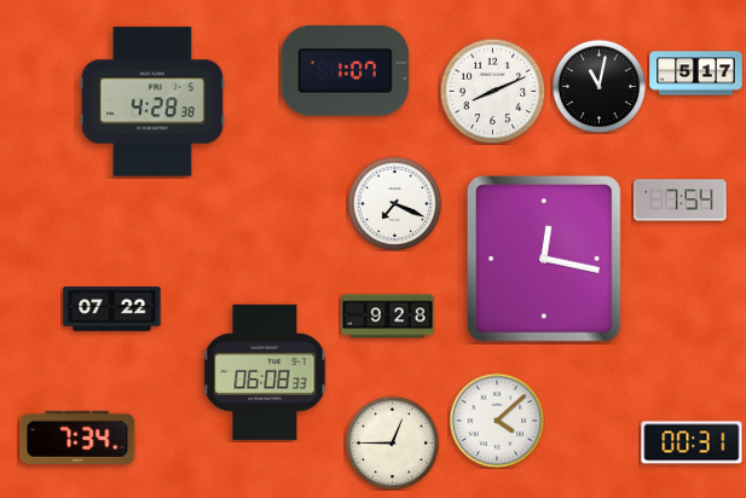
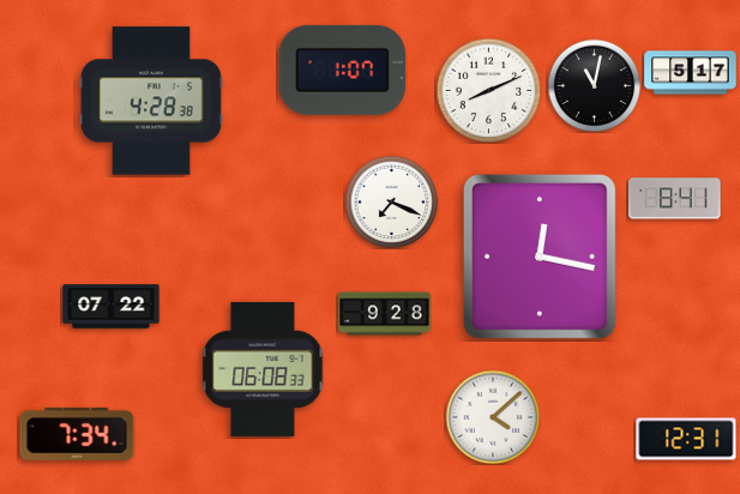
clock at (681, 201): 7:54 -> 8:41
clock at (392, 442): 12:45 -> none
clock at (692, 442): 00:31 -> 12:31
